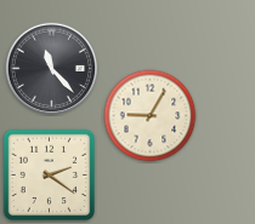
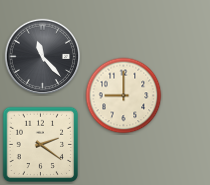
clock at (151, 116): 9:05 -> 9:00
